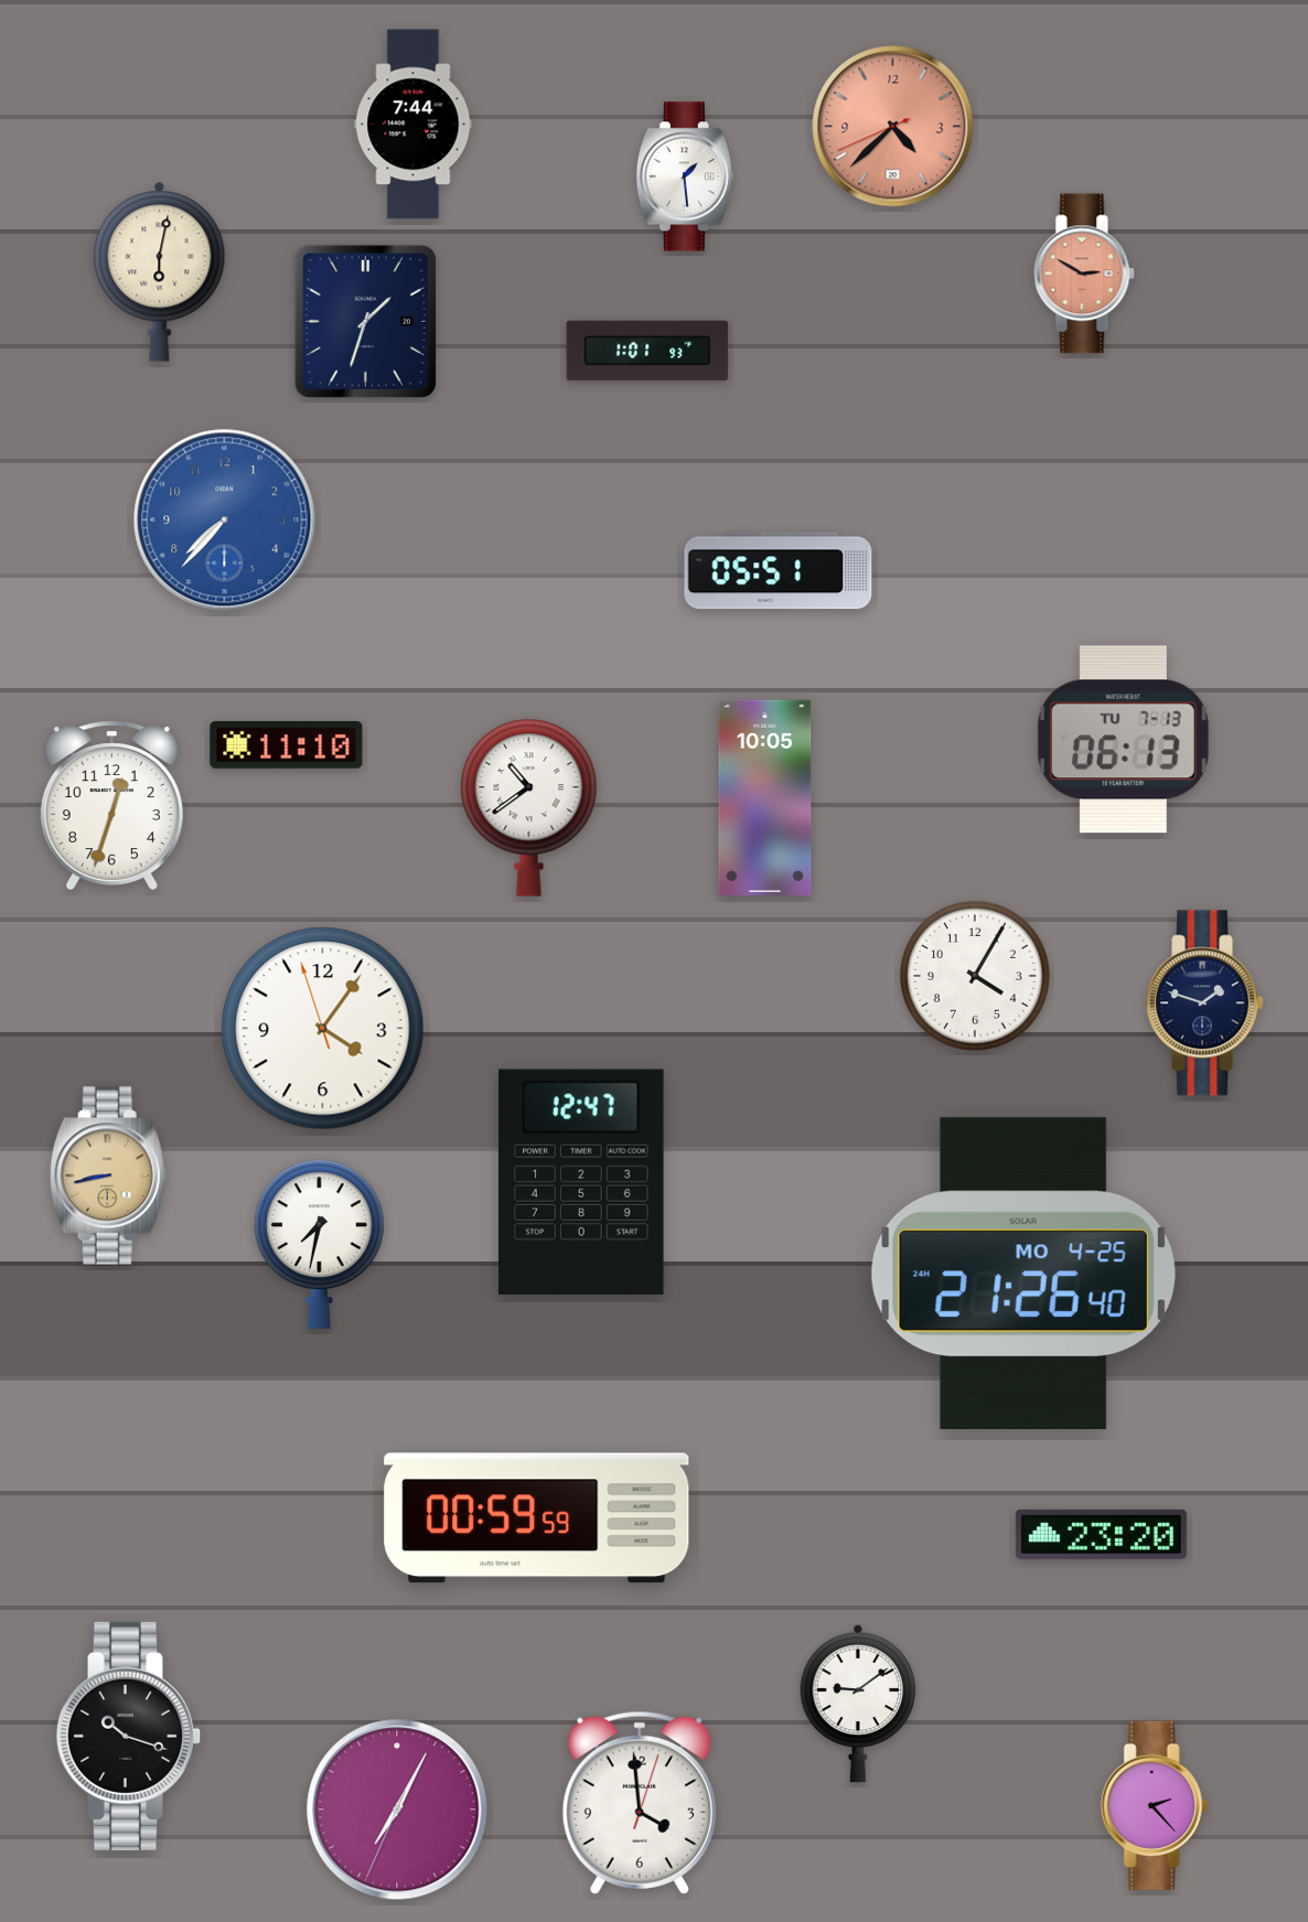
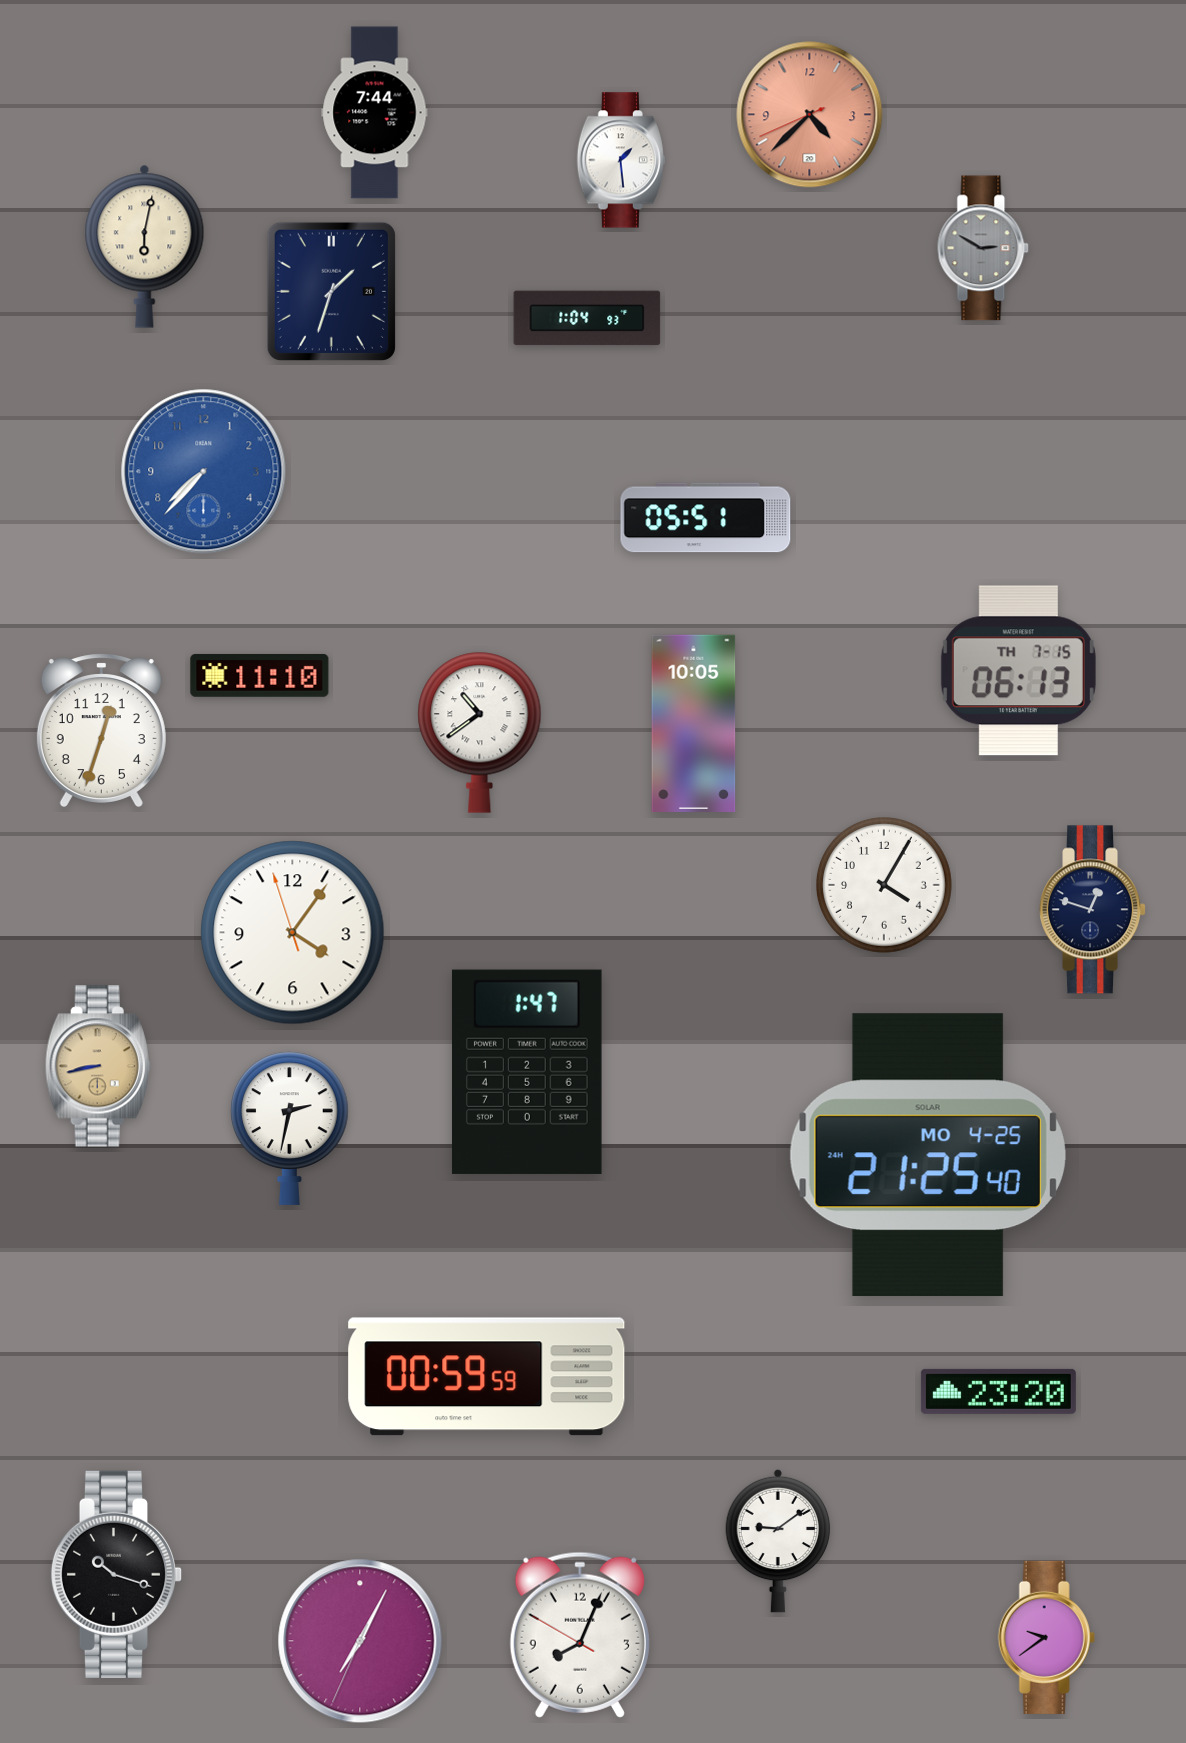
clock at (1084, 273) dial: salmon -> grey
clock at (647, 351): 1:01 -> 1:04
clock at (1123, 740) date: TU 7-13 -> TH 7-15
clock at (1205, 1003): 1:48 -> 12:48
clock at (581, 1182): 12:47 -> 1:47
clock at (320, 1244): 7:32 -> 2:32
clock at (1023, 1274): 21:26 -> 21:25
clock at (858, 1704) position: (858, 1704) -> (778, 1541)
clock at (640, 1803): 3:59 -> 8:03
clock at (1154, 1805): 2:23 -> 9:39
